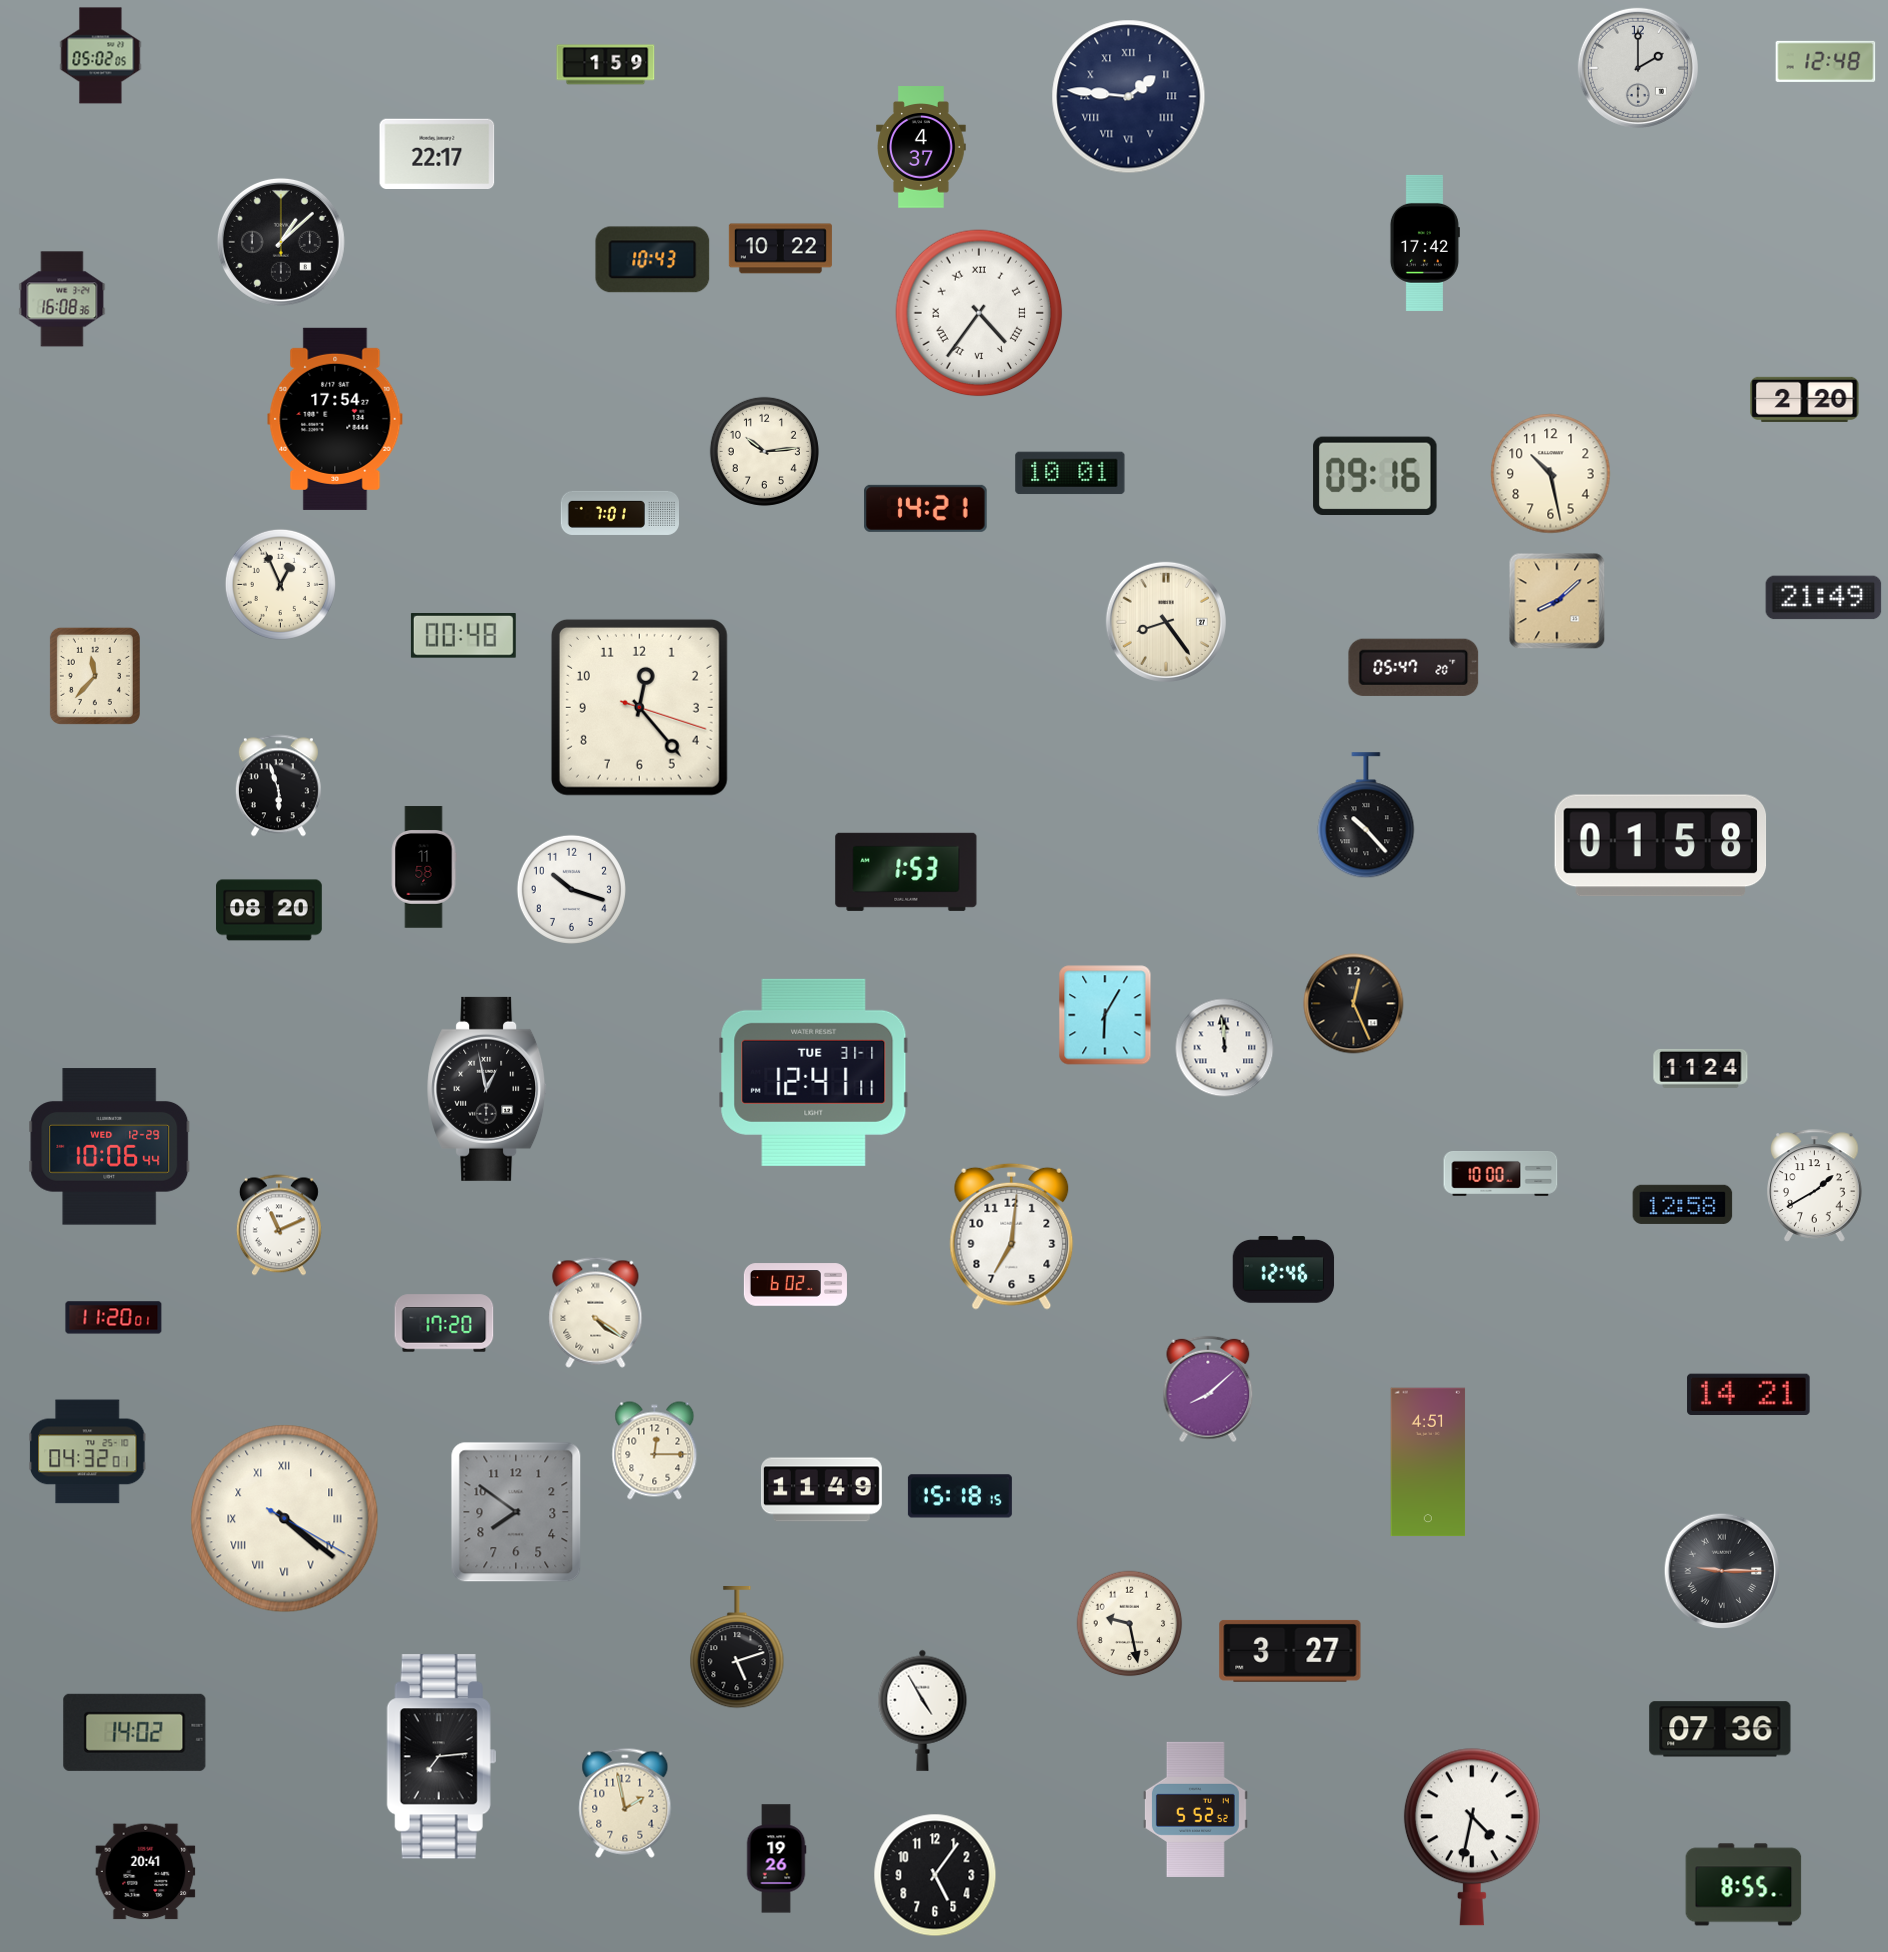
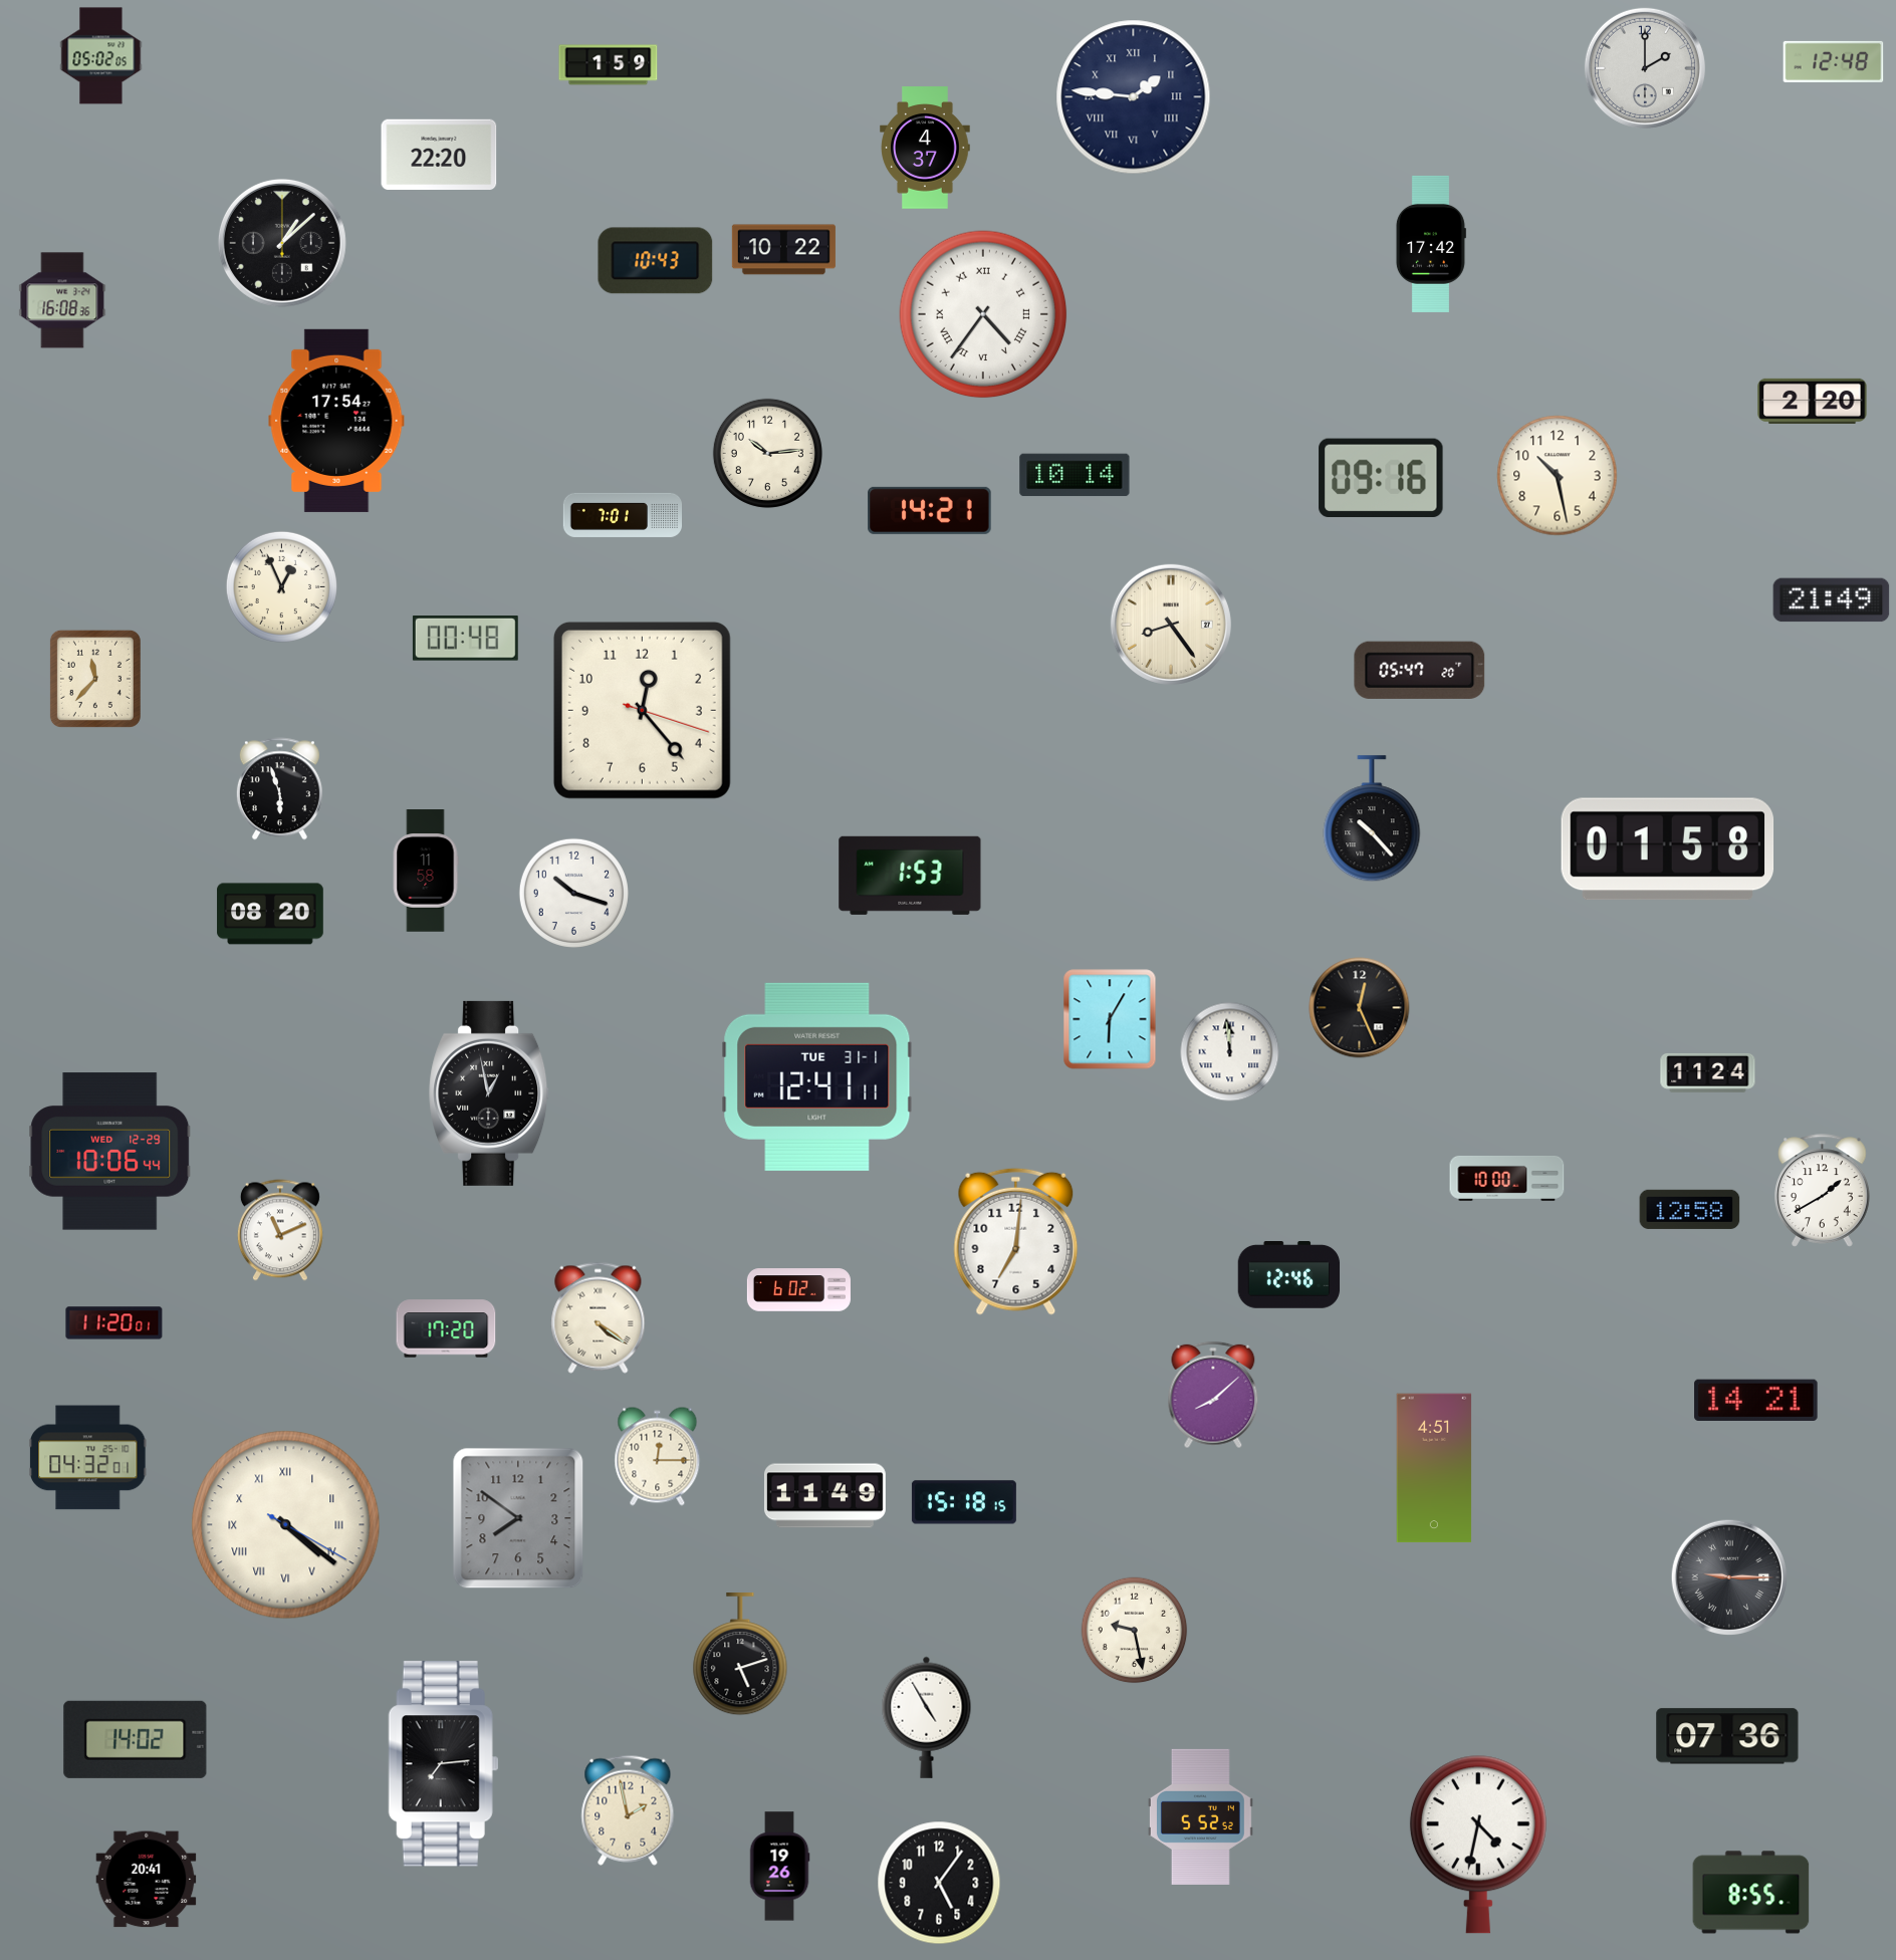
clock at (437, 154): 22:17 -> 22:20
clock at (1070, 473): 10:01 -> 10:14
clock at (1557, 601): 8:08 -> none
clock at (1290, 1651): 3:27 -> none
